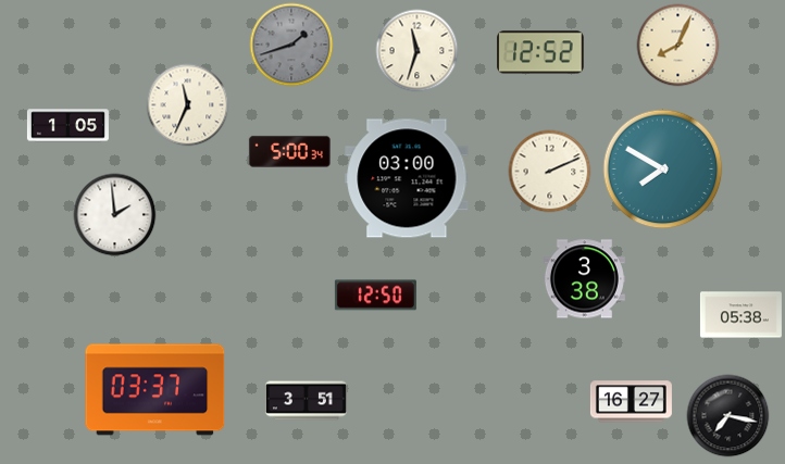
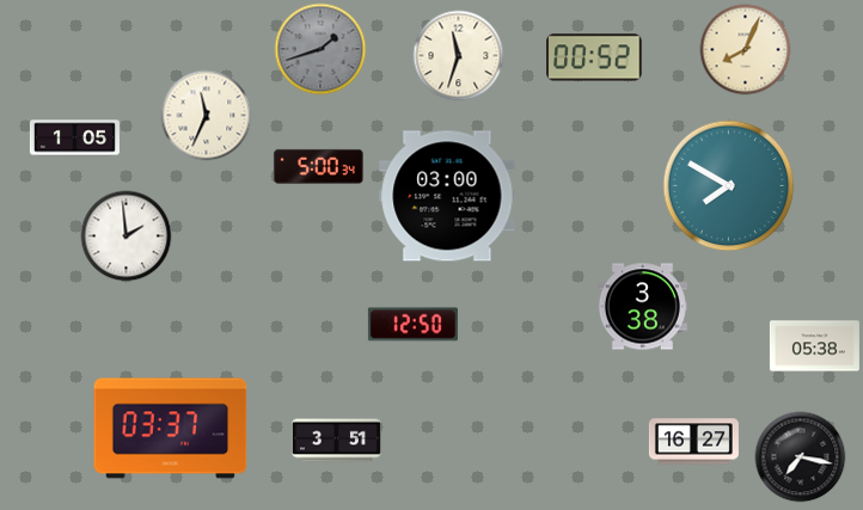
clock at (540, 52): 12:52 -> 00:52
clock at (550, 172): 2:11 -> none
